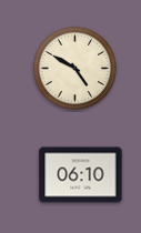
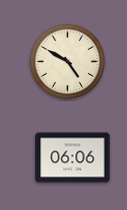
clock at (81, 175): 06:10 -> 06:06
